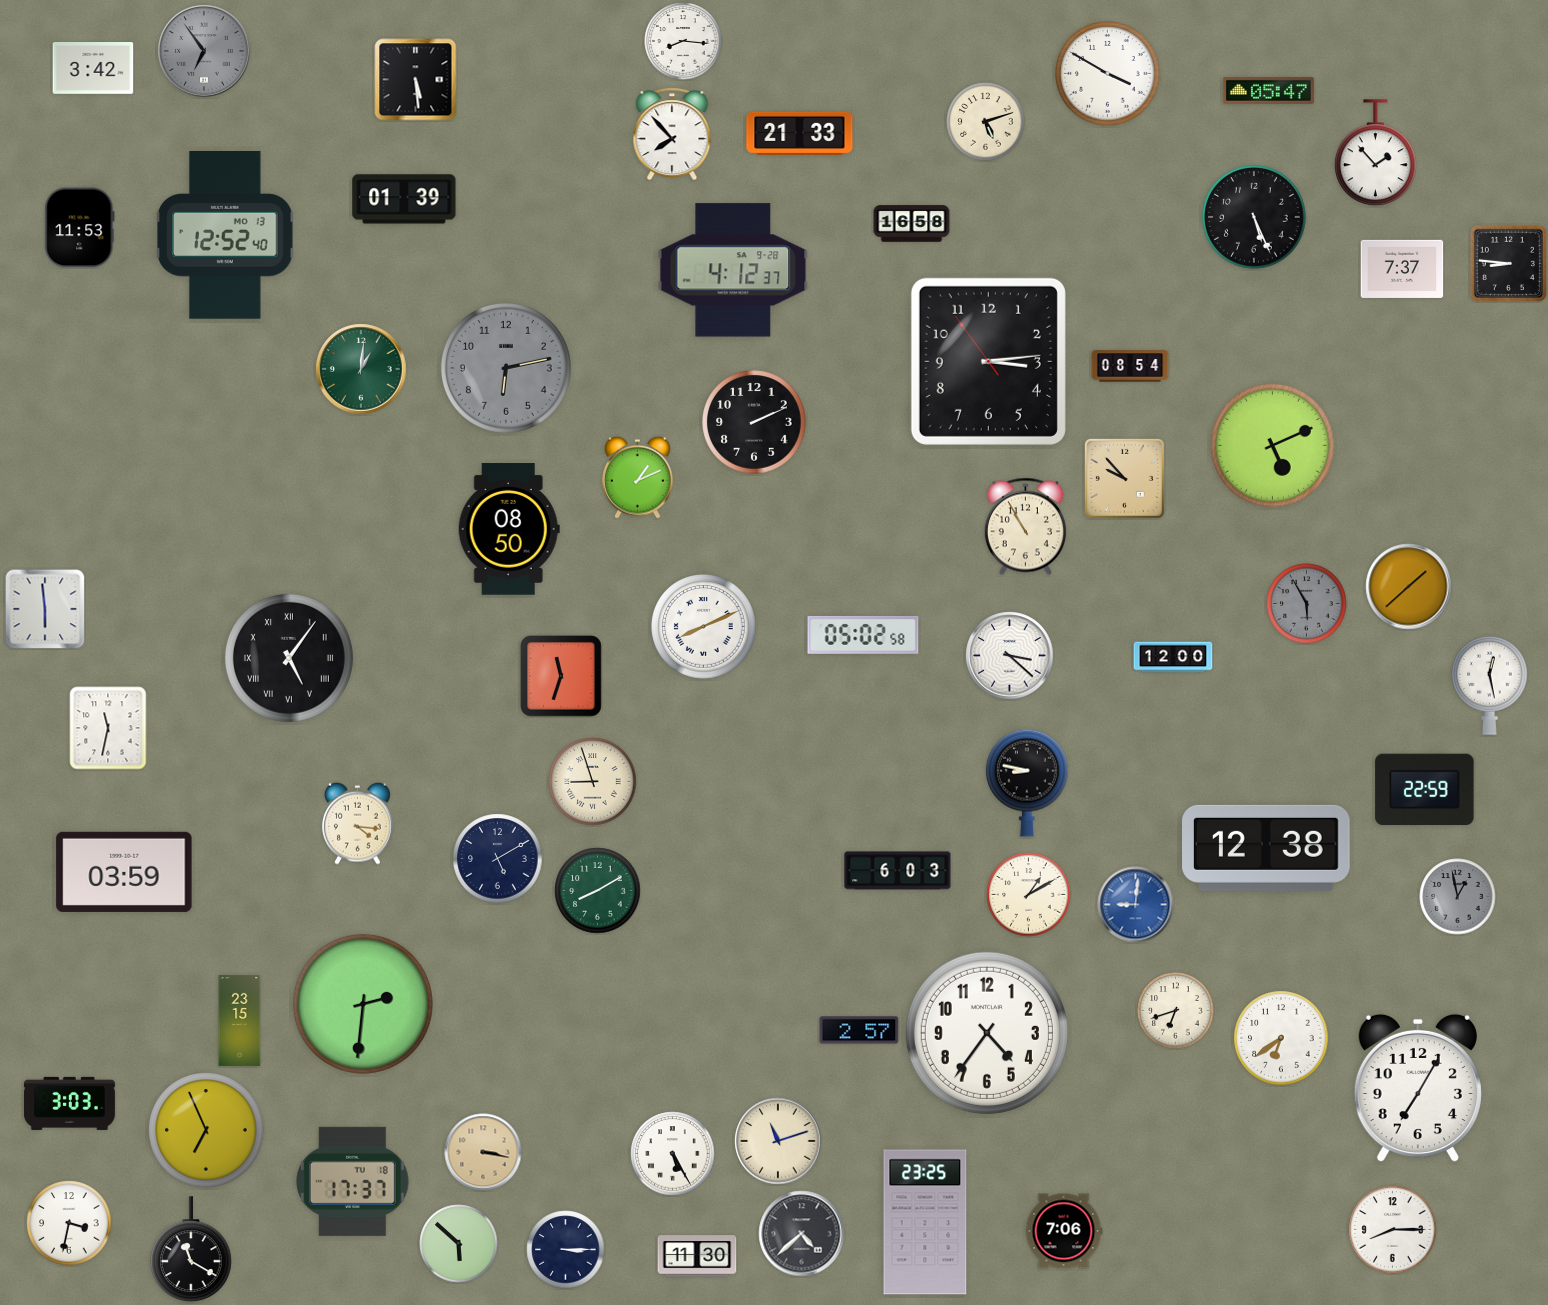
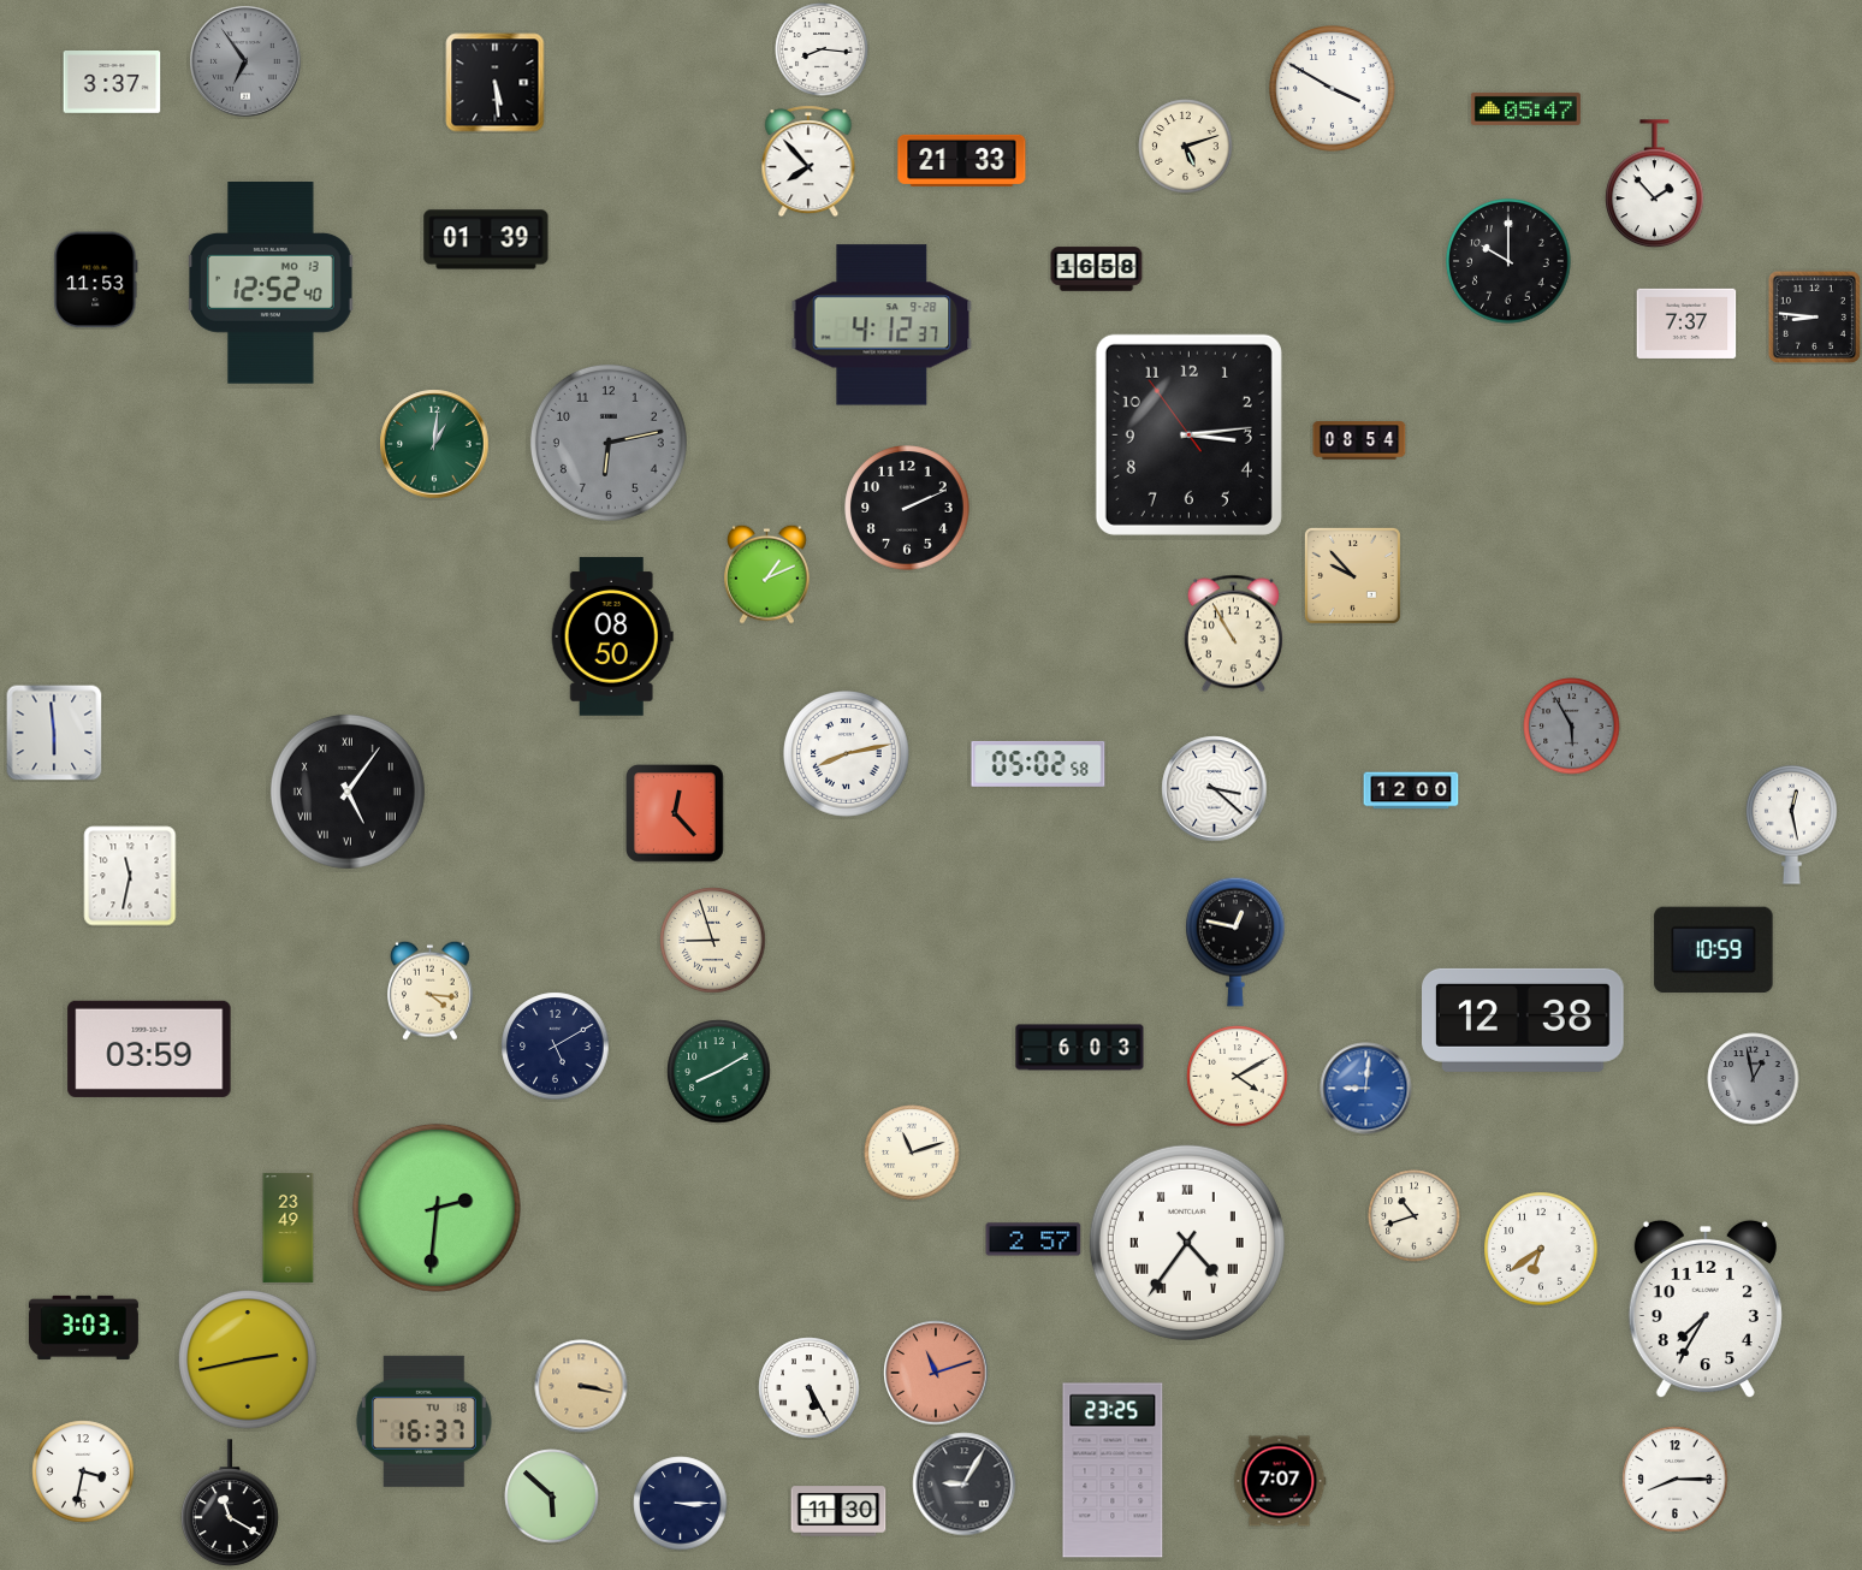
clock at (93, 69): 3:42 -> 3:37
clock at (416, 80) position: (416, 80) -> (496, 83)
clock at (1254, 217): 5:26 -> 10:00
clock at (80, 228) position: (80, 228) -> (96, 280)
clock at (1272, 445): 5:11 -> none
clock at (1409, 587): 1:38 -> none
clock at (704, 627): 8:11 -> 8:13
clock at (562, 677): 11:33 -> 12:23
clock at (1028, 783): 8:47 -> 12:47
clock at (1425, 790): 22:59 -> 10:59
clock at (498, 859) position: (498, 859) -> (556, 1047)
clock at (1029, 895): 1:10 -> 4:10
clock at (912, 1153): none -> 11:12
clock at (1176, 1011): 6:42 -> 10:42
clock at (240, 1020): 23:15 -> 23:49
clock at (987, 1033) numerals: Arabic -> Roman
clock at (1418, 1088): 7:05 -> 7:35
clock at (207, 1131): 6:56 -> 2:43
clock at (778, 1141) dial: cream -> salmon
clock at (352, 1181): 17:37 -> 16:37
clock at (1064, 1231): 7:06 -> 7:07
clock at (802, 1234): 4:38 -> 9:05
